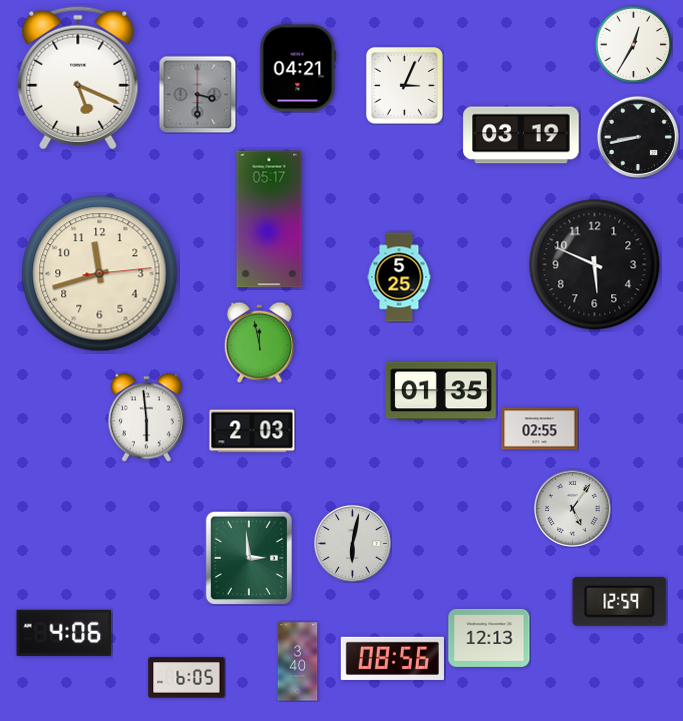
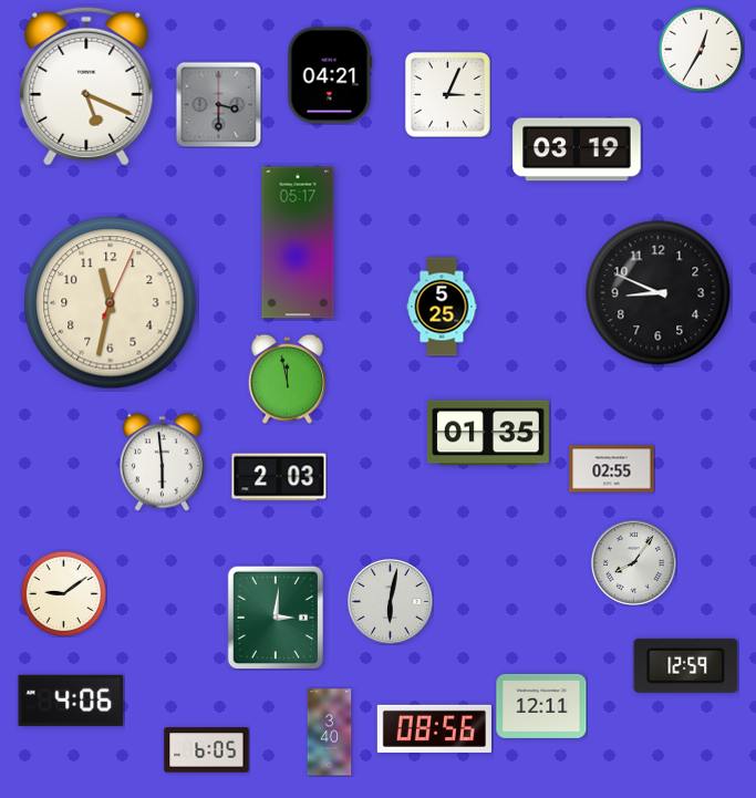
clock at (638, 137): 8:43 -> none
clock at (595, 265): 5:49 -> 8:49
clock at (100, 274): 11:42 -> 11:32
clock at (540, 429) position: (540, 429) -> (612, 469)
clock at (572, 508): 5:06 -> 8:06
clock at (63, 593): none -> 9:09
clock at (248, 557): 2:59 -> 3:01
clock at (489, 638): 12:13 -> 12:11
